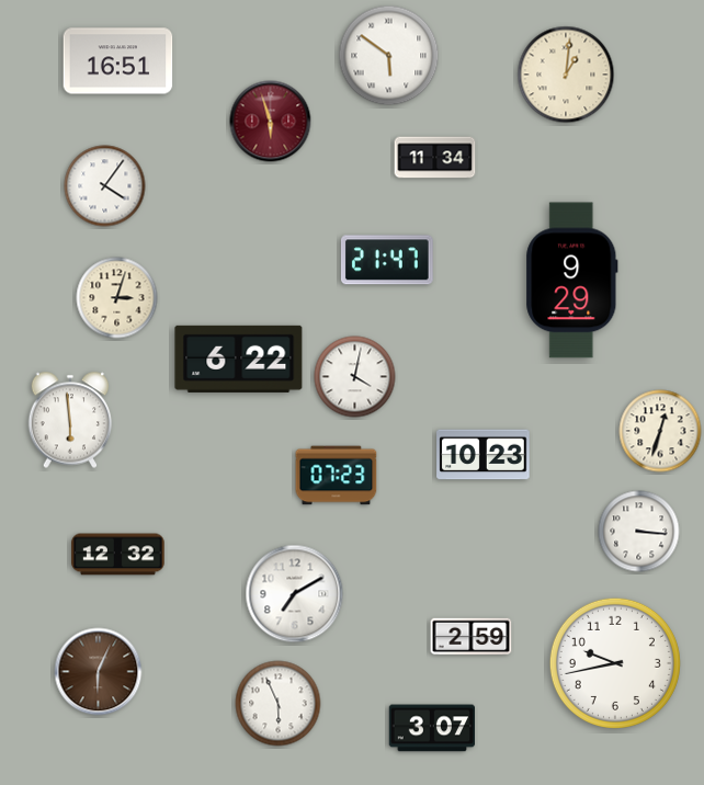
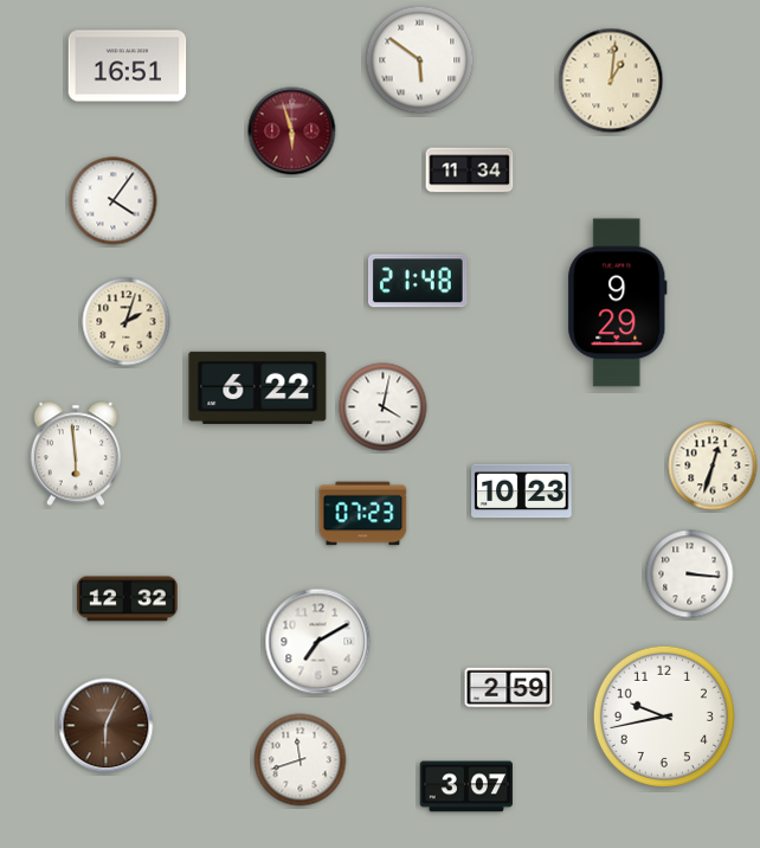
clock at (387, 260): 21:47 -> 21:48
clock at (117, 298): 3:03 -> 2:03
clock at (279, 704): 5:56 -> 11:42
